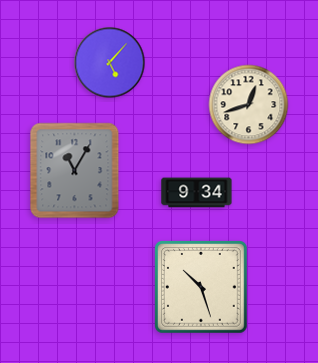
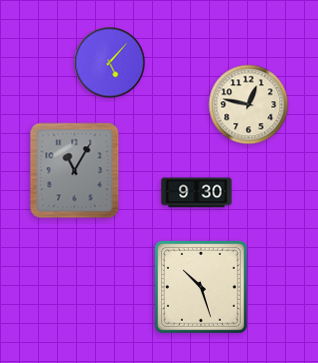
clock at (249, 105): 12:42 -> 12:47
clock at (197, 193): 9:34 -> 9:30
